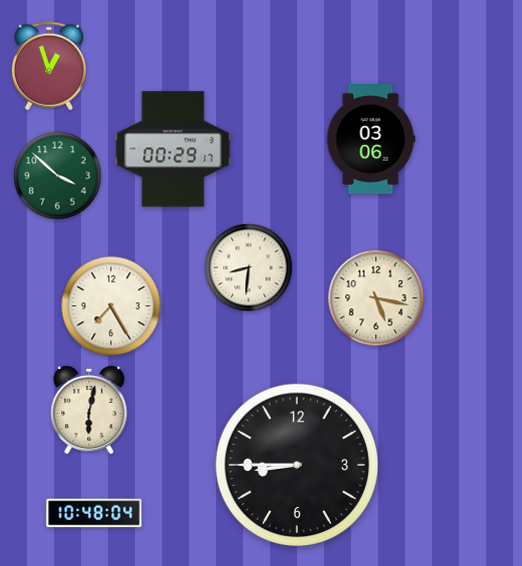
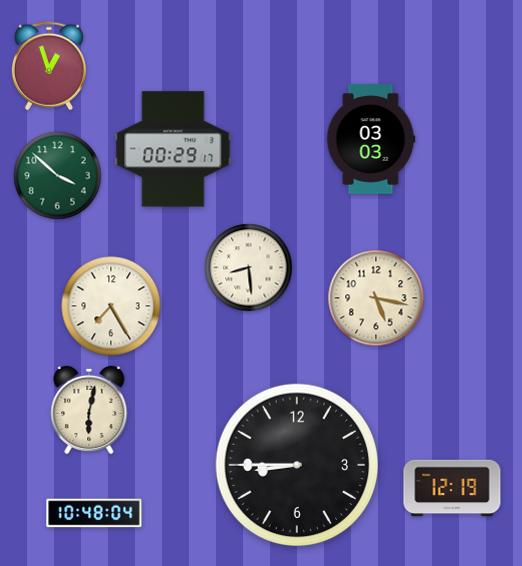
clock at (371, 139): 03:06 -> 03:03
clock at (249, 268): 8:31 -> 8:29
clock at (452, 488): none -> 12:19
